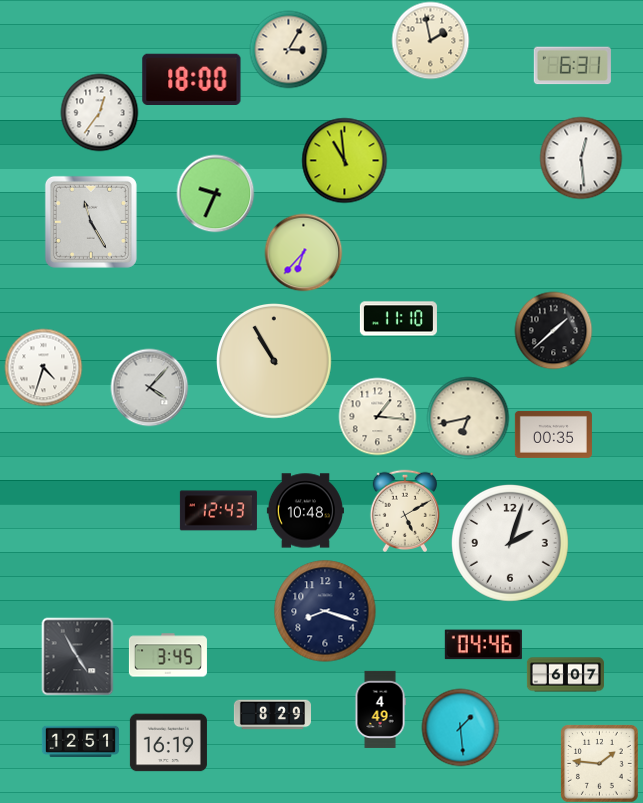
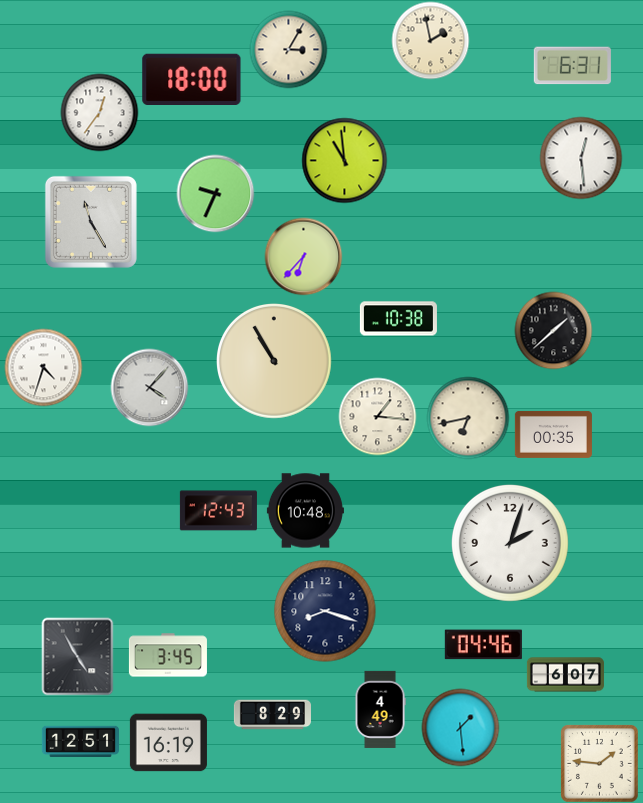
clock at (303, 252) position: (303, 252) -> (303, 256)
clock at (398, 319): 11:10 -> 10:38
clock at (404, 511): 5:10 -> none
